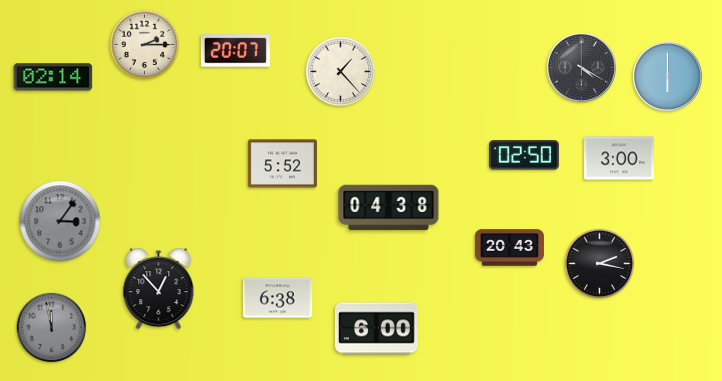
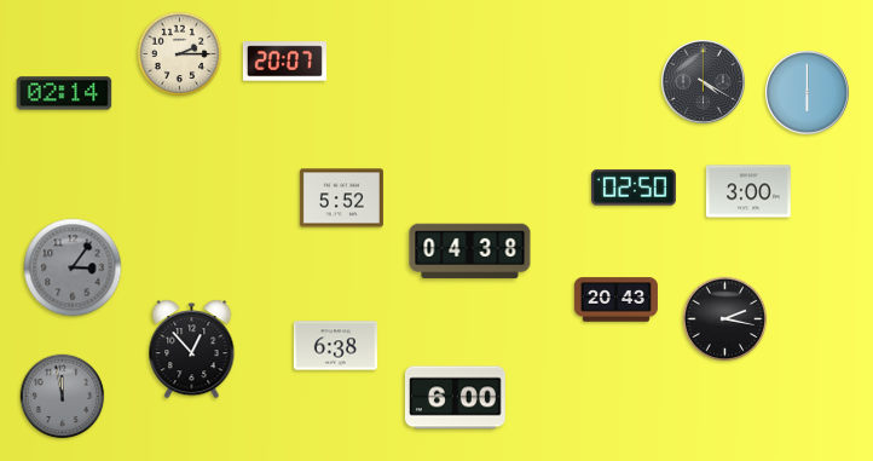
clock at (145, 45) position: (145, 45) -> (180, 54)
clock at (341, 72): 1:23 -> none
clock at (277, 298) position: (277, 298) -> (335, 346)
